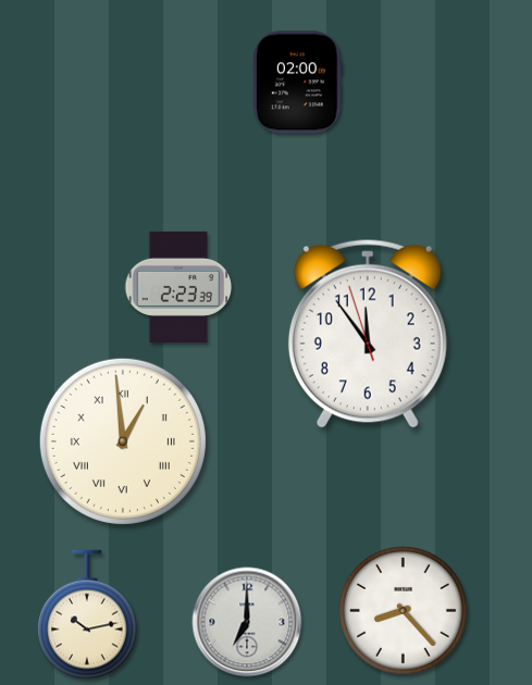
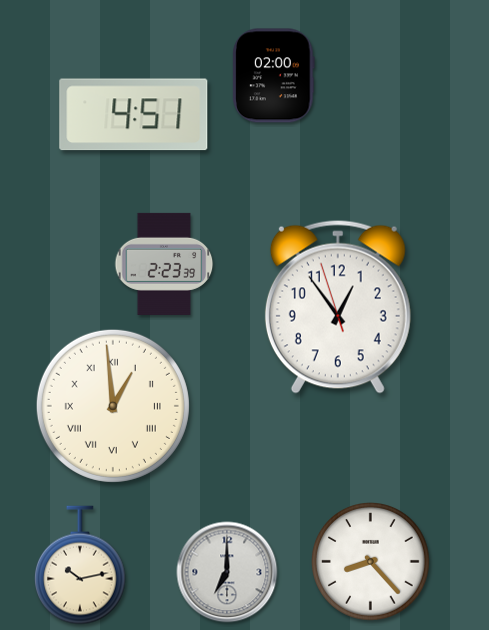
clock at (134, 115): none -> 4:51
clock at (368, 334): 11:53 -> 12:53
